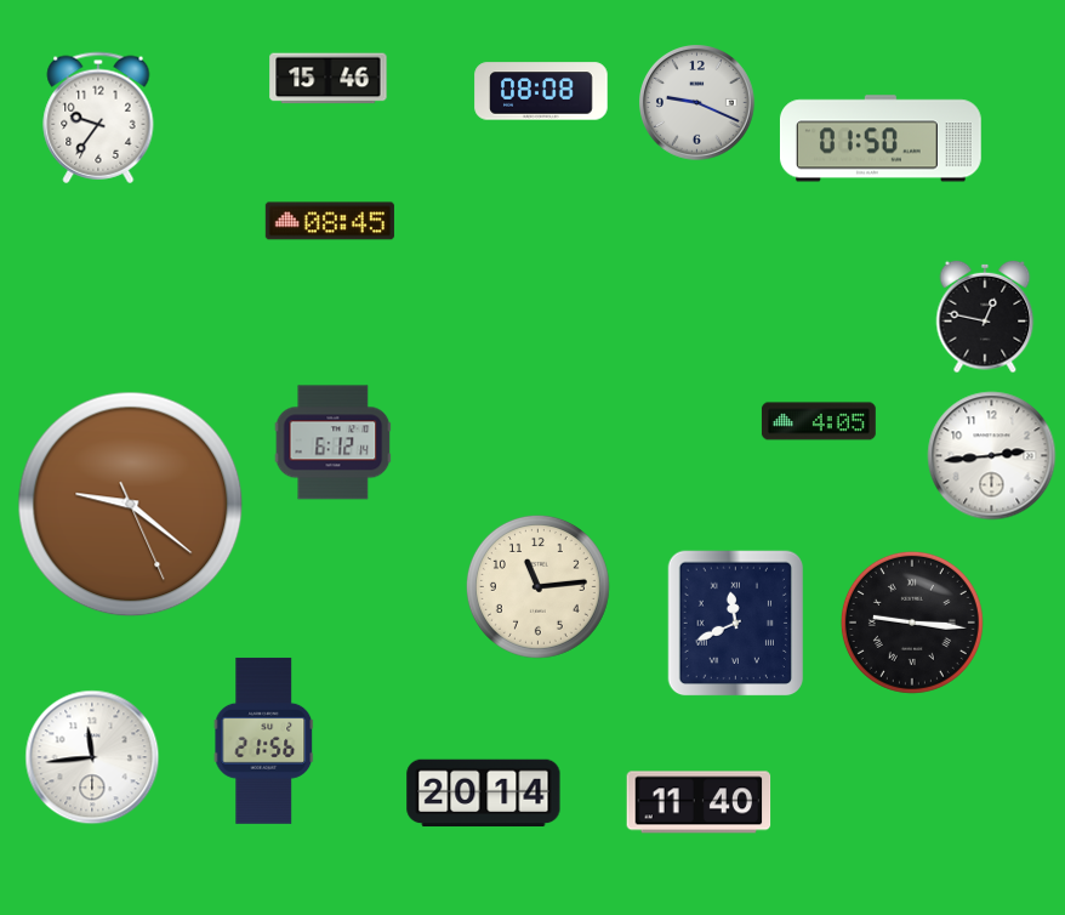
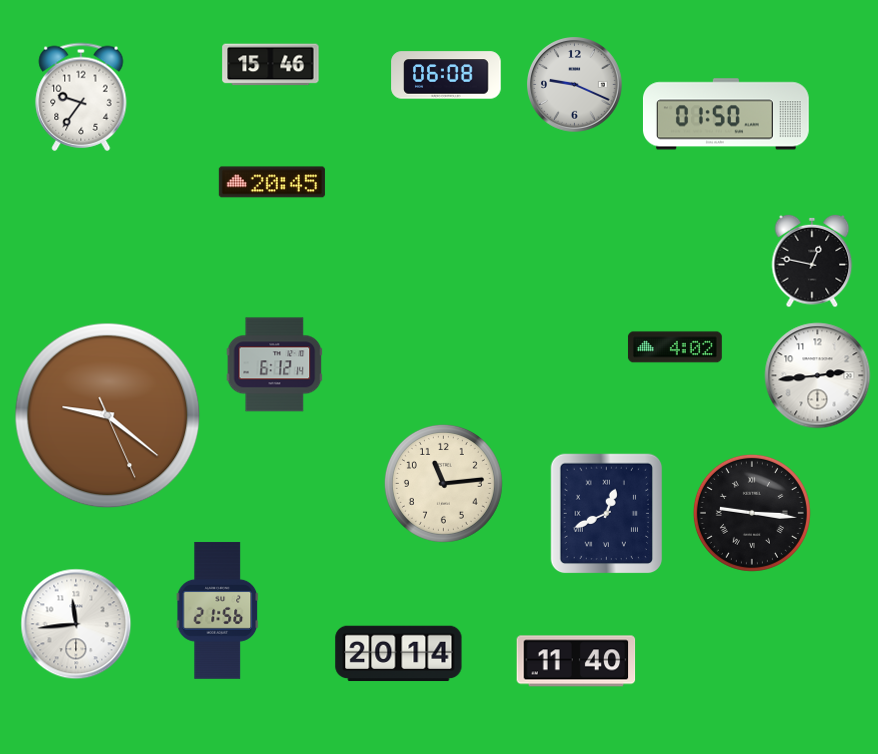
clock at (541, 91): 08:08 -> 06:08
clock at (330, 221): 08:45 -> 20:45
clock at (819, 421): 4:05 -> 4:02
clock at (736, 624): 11:41 -> 12:41
